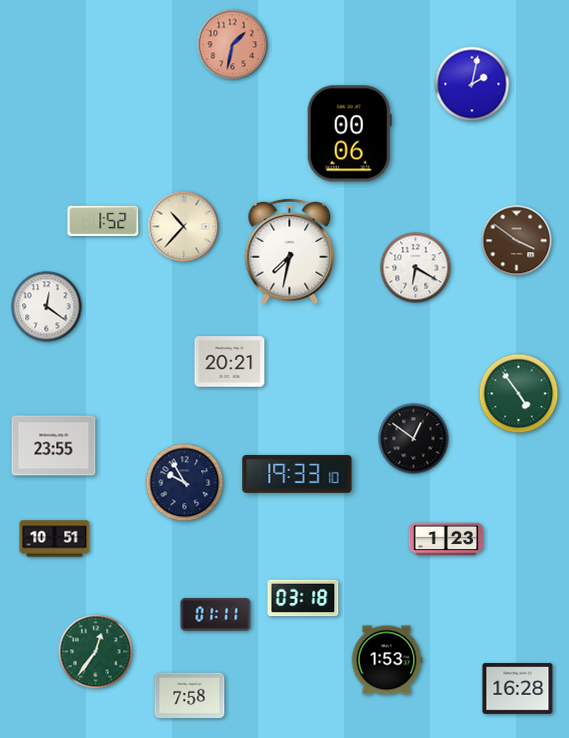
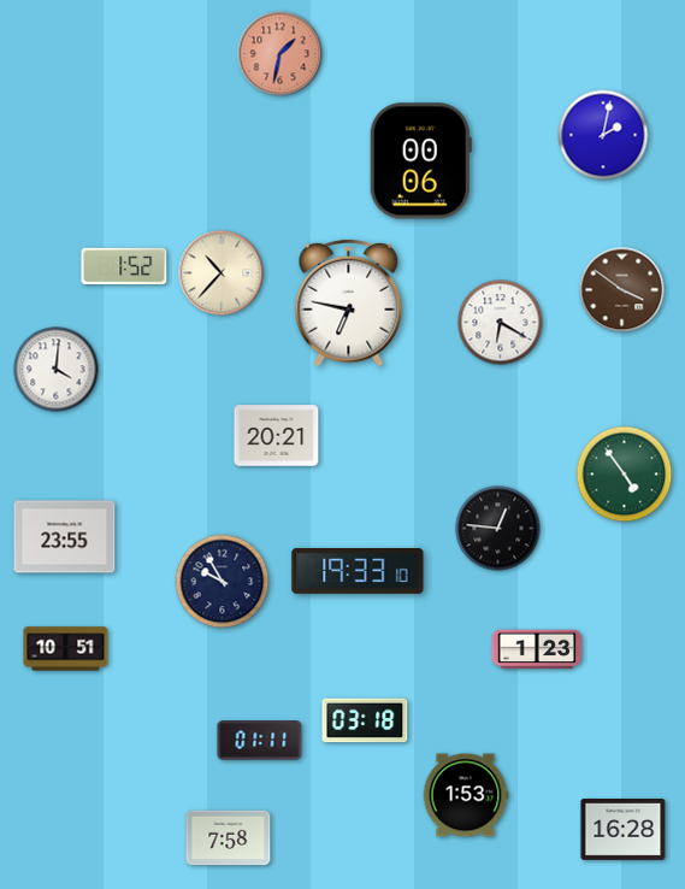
clock at (472, 84) position: (472, 84) -> (603, 135)
clock at (290, 252): 7:32 -> 6:47
clock at (47, 307): 12:21 -> 4:01
clock at (414, 439): 12:51 -> 12:46
clock at (96, 652): 12:36 -> none
